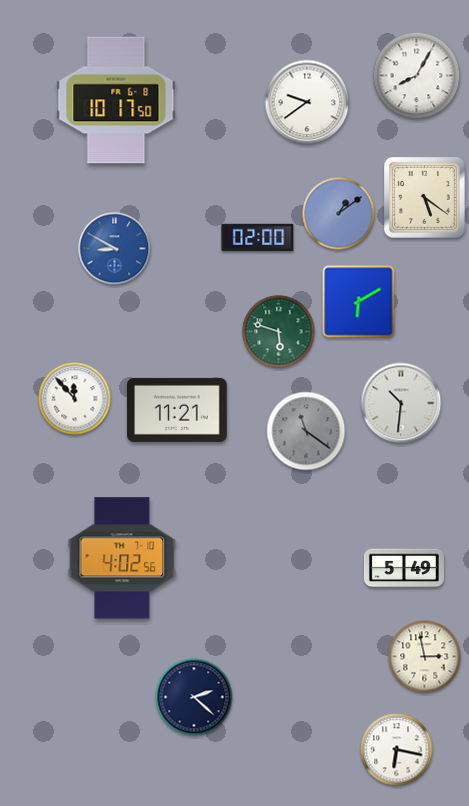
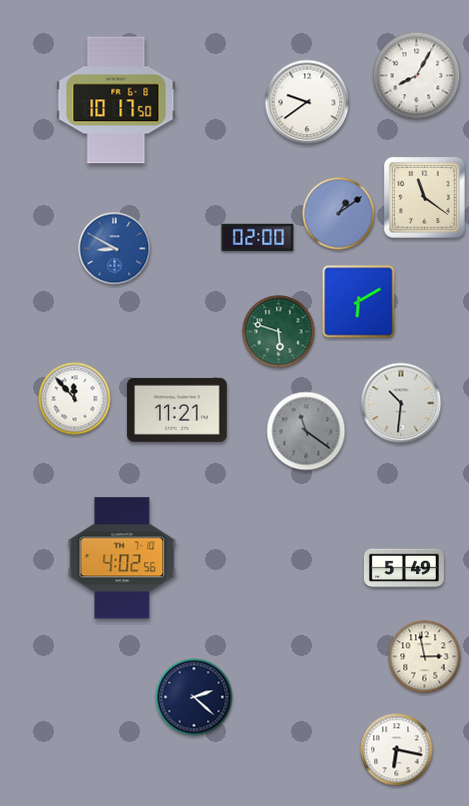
clock at (425, 198): 5:21 -> 11:21
